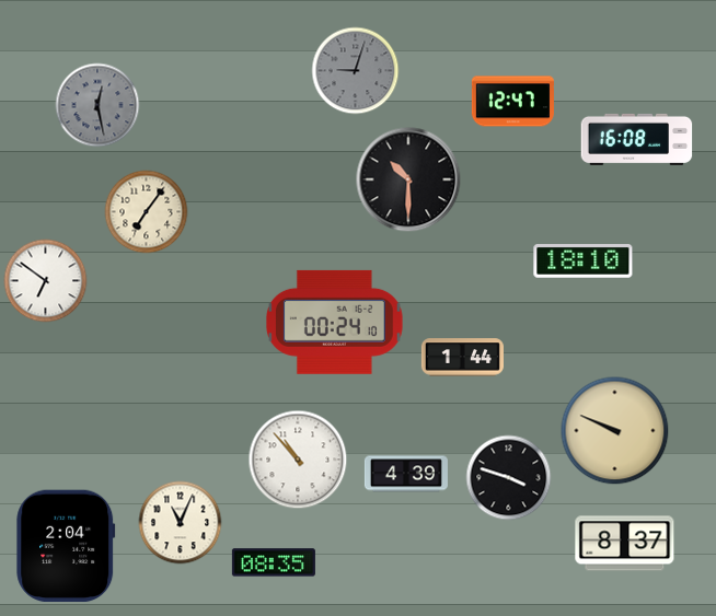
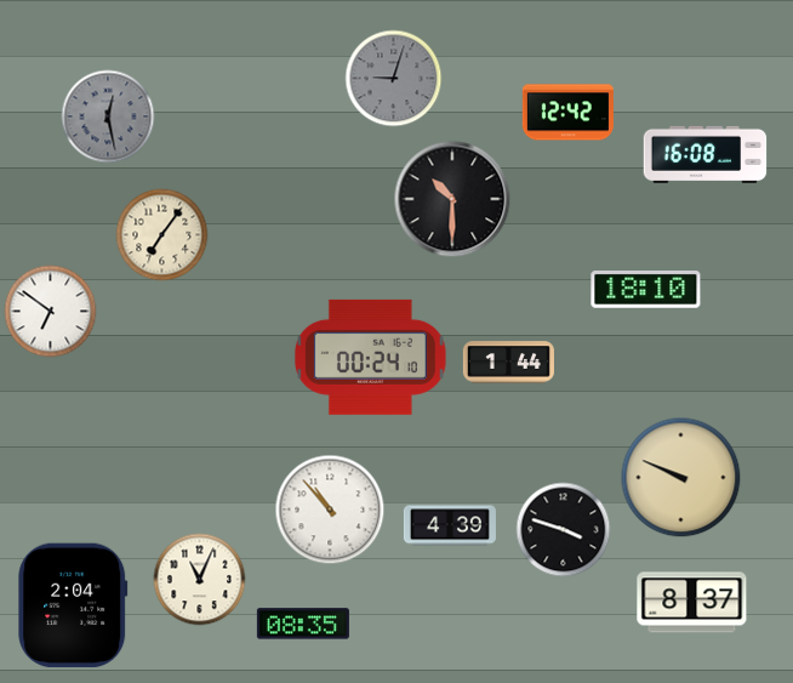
clock at (512, 102): 12:47 -> 12:42
clock at (462, 358) position: (462, 358) -> (508, 363)
